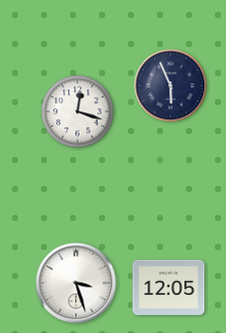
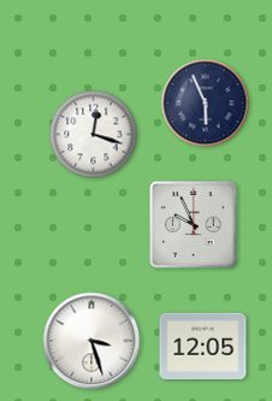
clock at (194, 225): none -> 9:56
